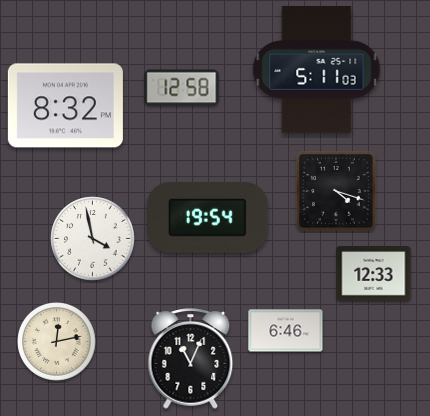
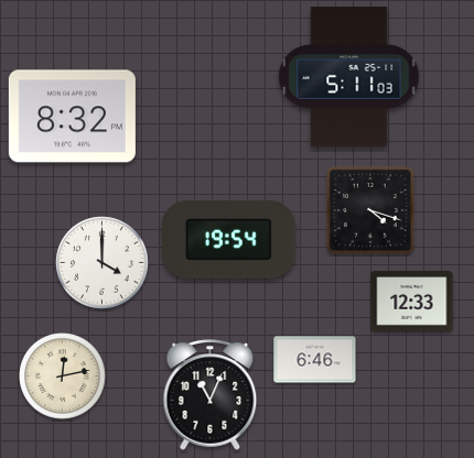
clock at (182, 88): 12:58 -> none
clock at (93, 239): 3:58 -> 4:00
clock at (286, 331) position: (286, 331) -> (315, 360)
